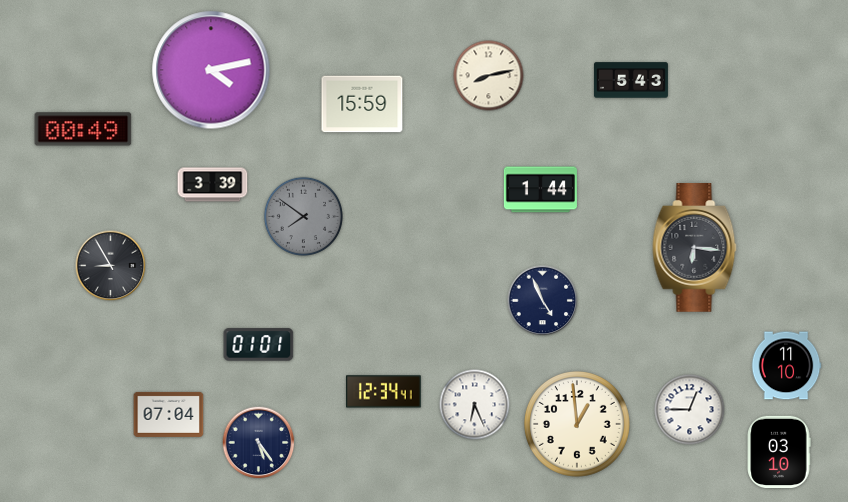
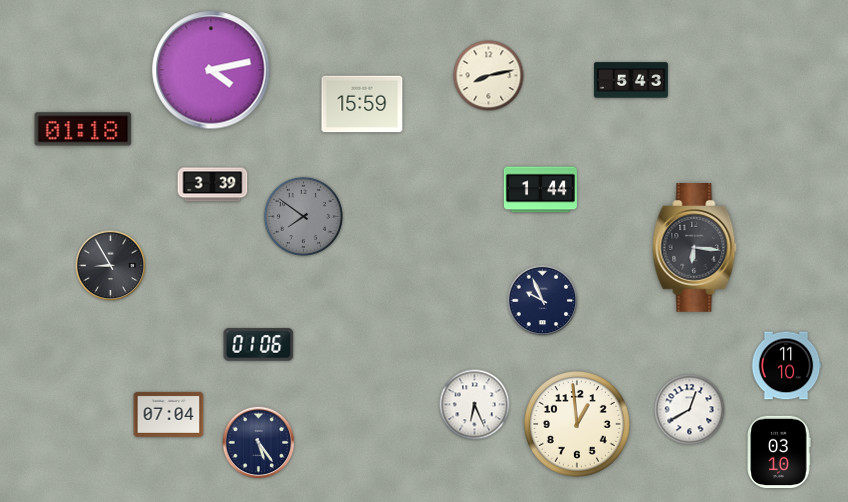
clock at (83, 129): 00:49 -> 01:18
clock at (543, 301): 4:56 -> 9:56
clock at (259, 345): 01:01 -> 01:06
clock at (384, 392): 12:34 -> none
clock at (690, 410): 12:45 -> 12:40
